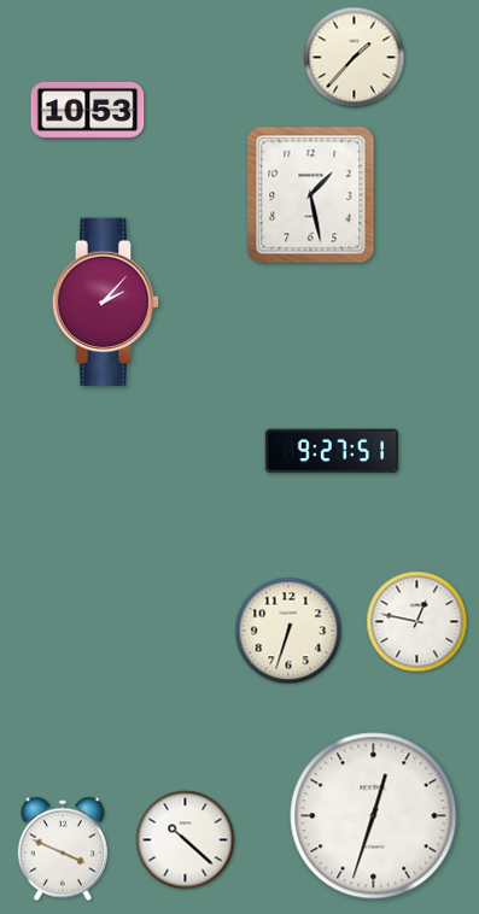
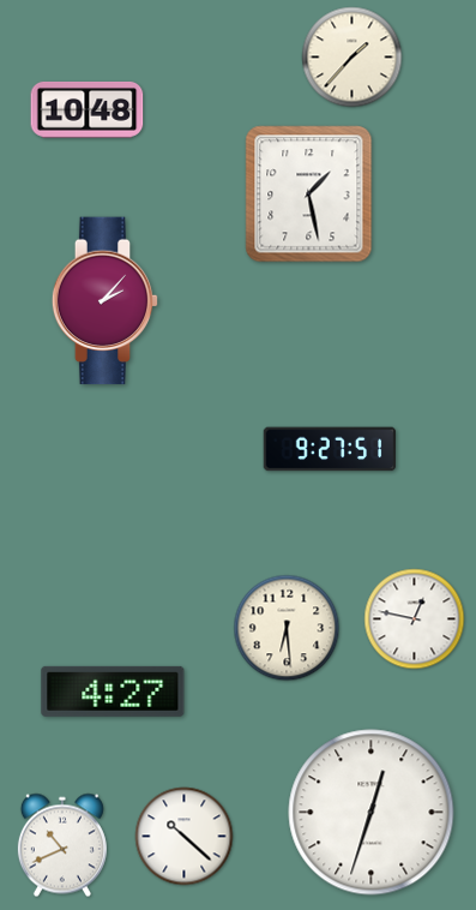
clock at (88, 110): 10:53 -> 10:48
clock at (288, 631): 6:33 -> 6:29
clock at (113, 692): none -> 4:27
clock at (63, 849): 3:49 -> 10:41
